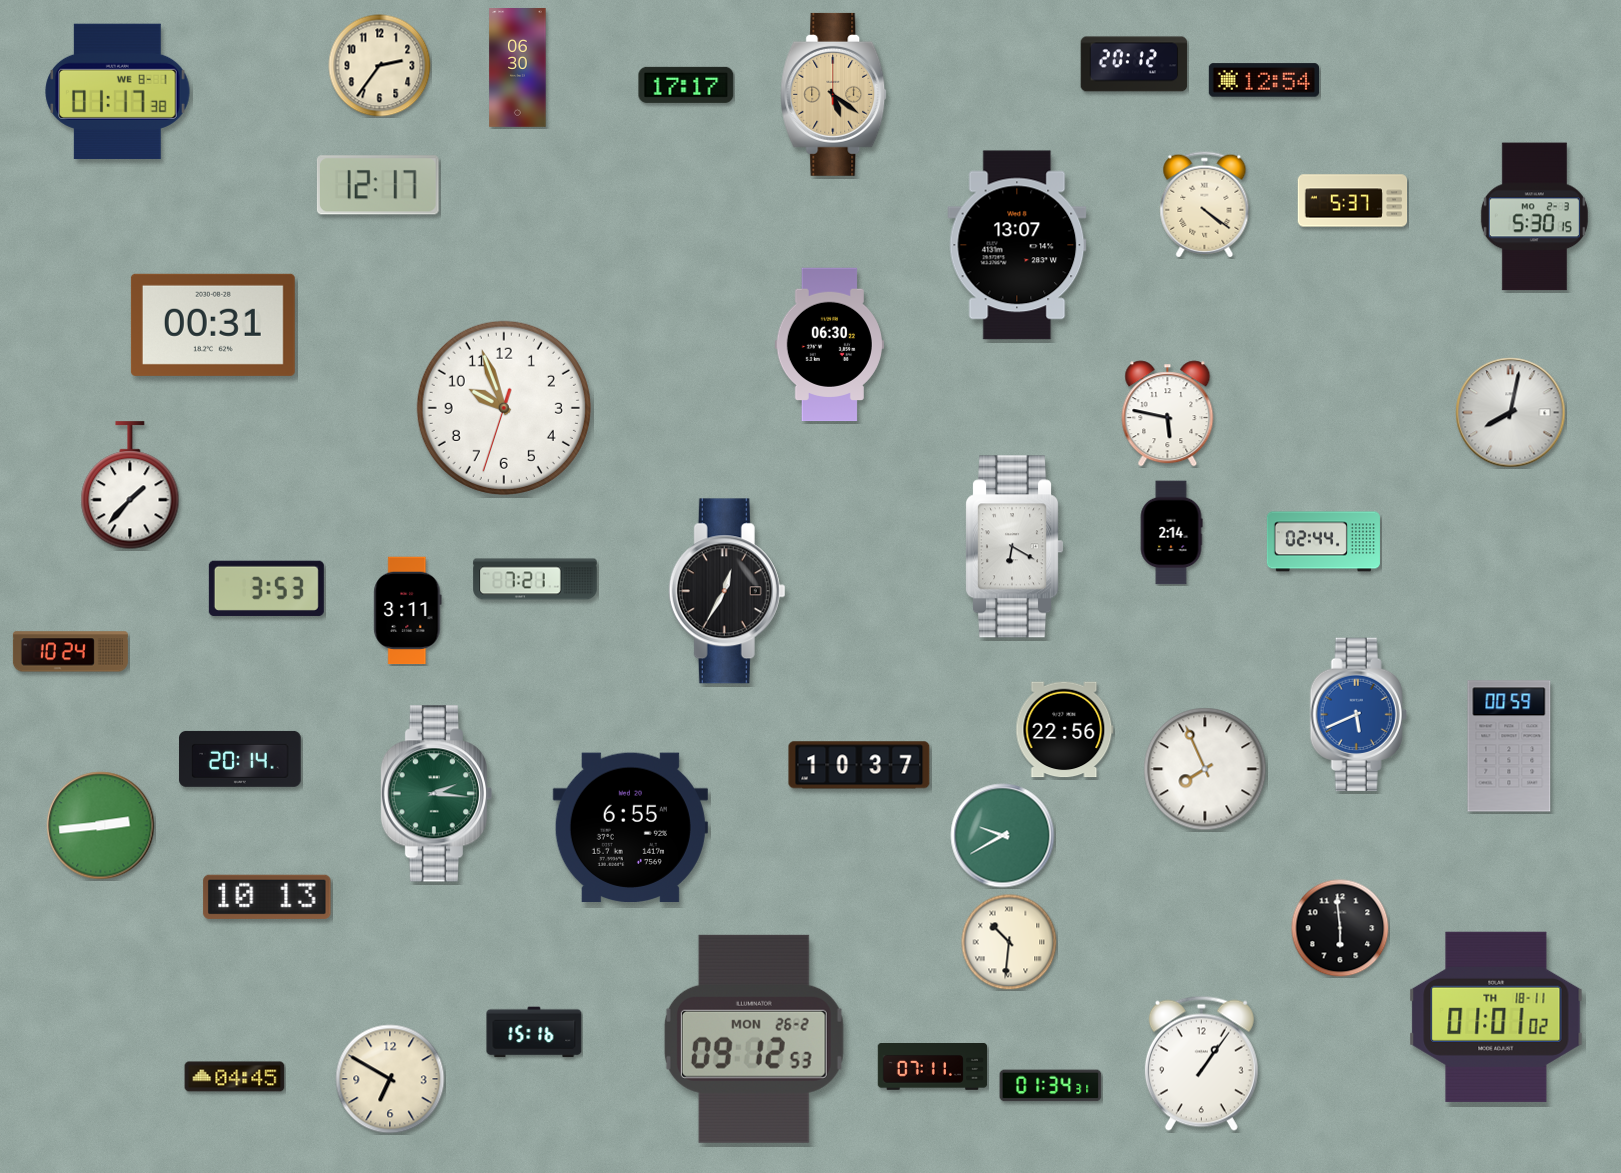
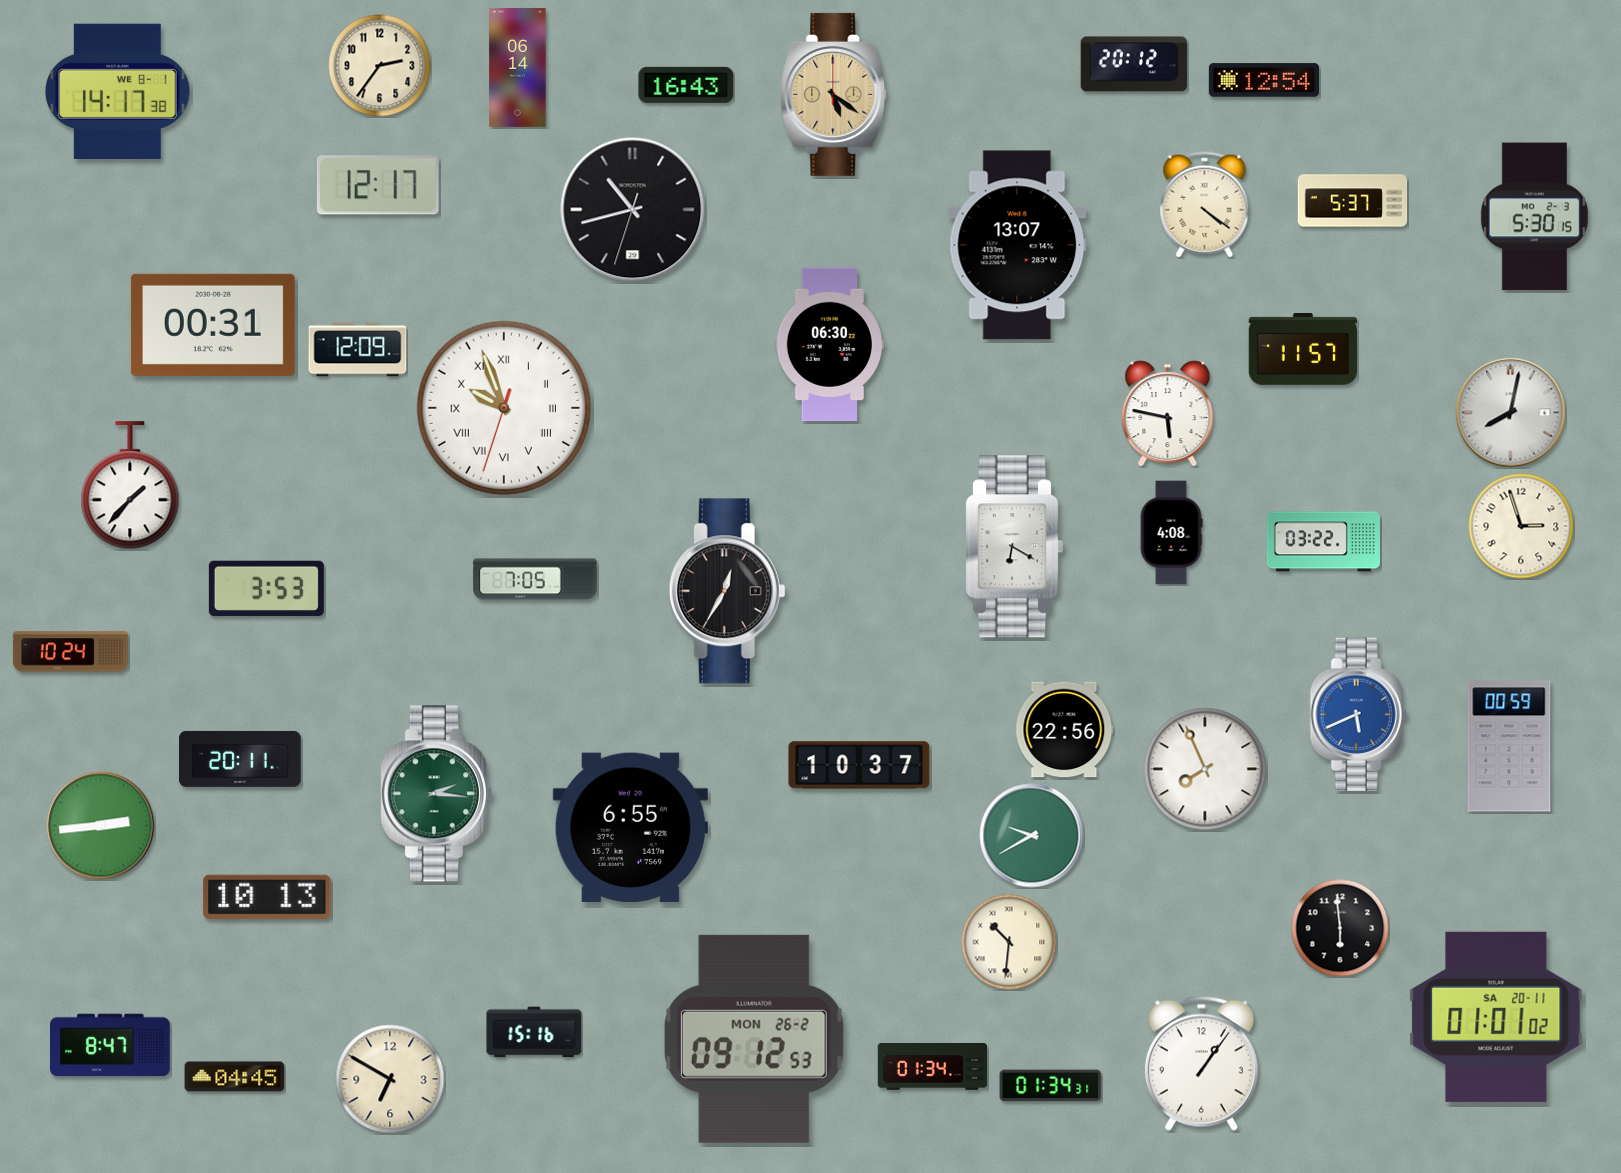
clock at (518, 68): 06:30 -> 06:14
clock at (686, 85): 17:17 -> 16:43
clock at (118, 91): 01:17 -> 14:17
clock at (633, 210): none -> 10:42
clock at (358, 350): none -> 12:09
clock at (1302, 350): none -> 11:57
clock at (504, 408) numerals: Arabic -> Roman
clock at (1521, 526): none -> 2:57
clock at (1171, 533): 2:14 -> 4:08
clock at (1323, 542): 02:44 -> 03:22
clock at (535, 579): 7:21 -> 7:05
clock at (408, 611): 3:11 -> none
clock at (240, 759): 20:14 -> 20:11
clock at (1003, 836) position: (1003, 836) -> (1032, 836)
clock at (1496, 1017) date: TH 18-11 -> SA 20-11
clock at (111, 1045): none -> 8:47
clock at (933, 1067): 07:11 -> 01:34
